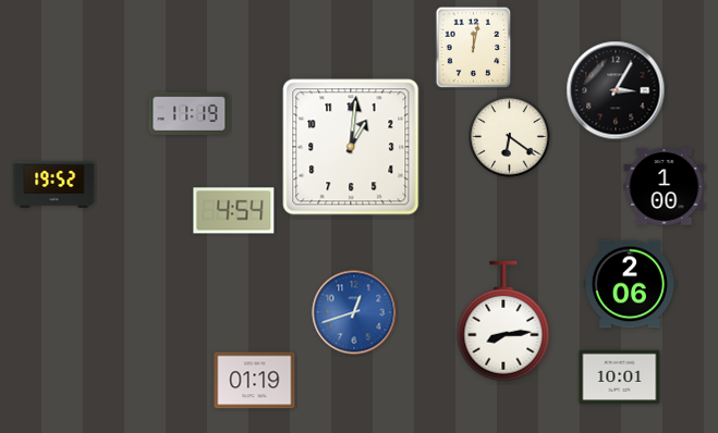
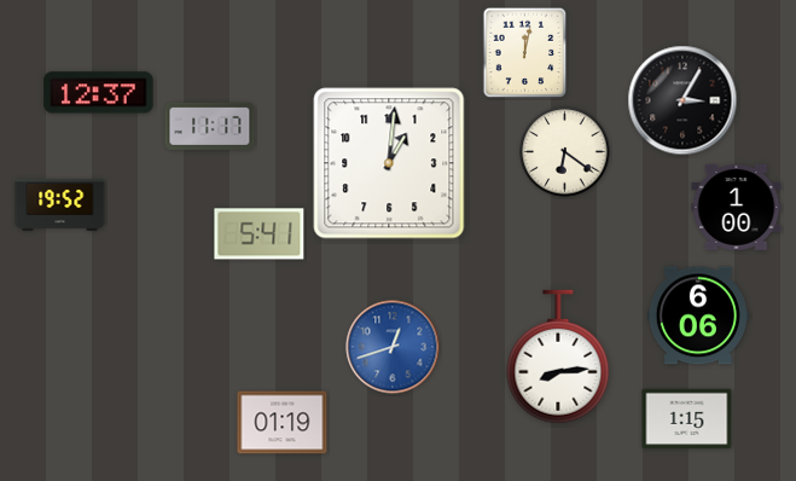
clock at (99, 93): none -> 12:37
clock at (190, 113): 11:19 -> 11:17
clock at (234, 211): 4:54 -> 5:41
clock at (630, 284): 2:06 -> 6:06
clock at (620, 378): 10:01 -> 1:15
